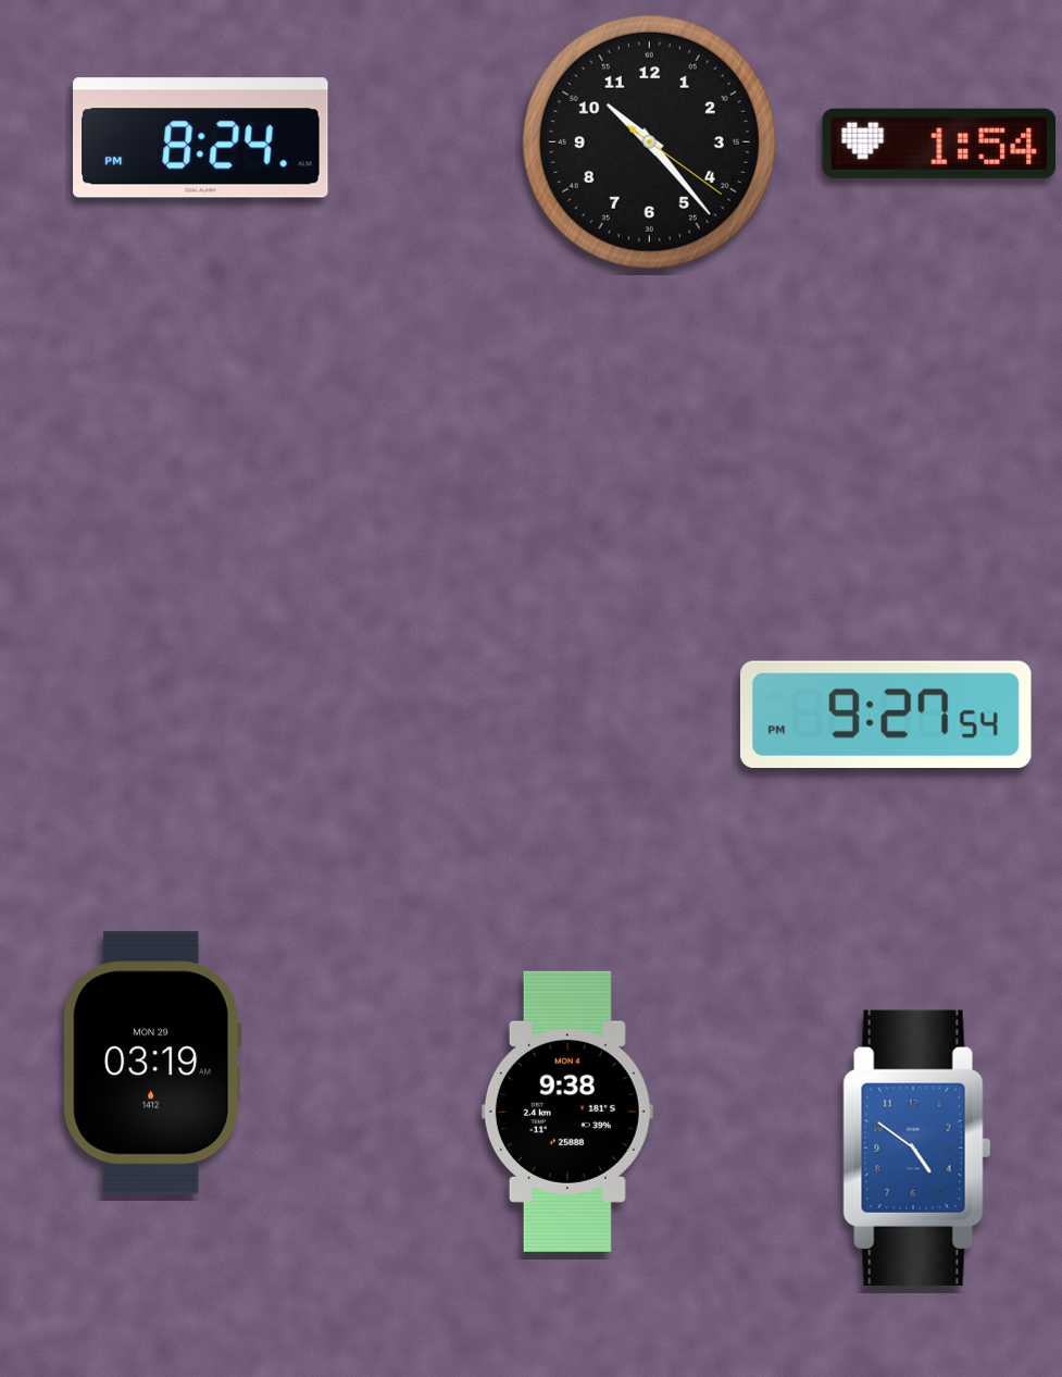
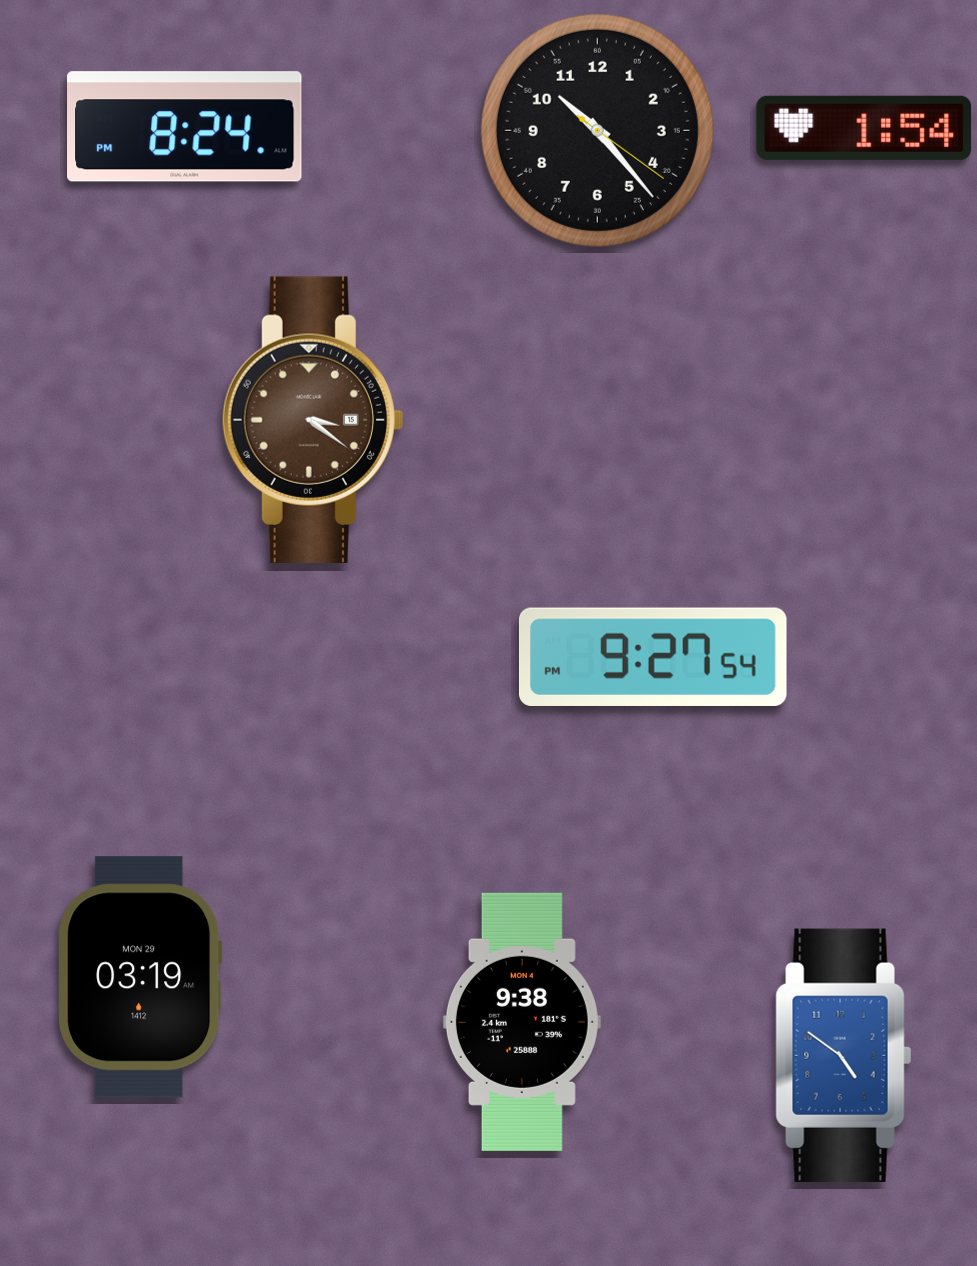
clock at (939, 144) position: (939, 144) -> (864, 128)
clock at (312, 420): none -> 3:21
clock at (886, 714) position: (886, 714) -> (653, 656)
